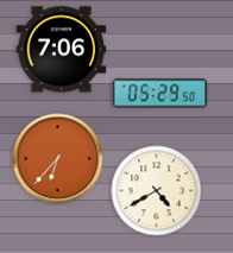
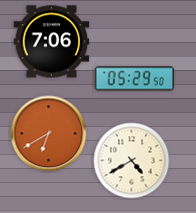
clock at (58, 159): 6:37 -> 6:40
